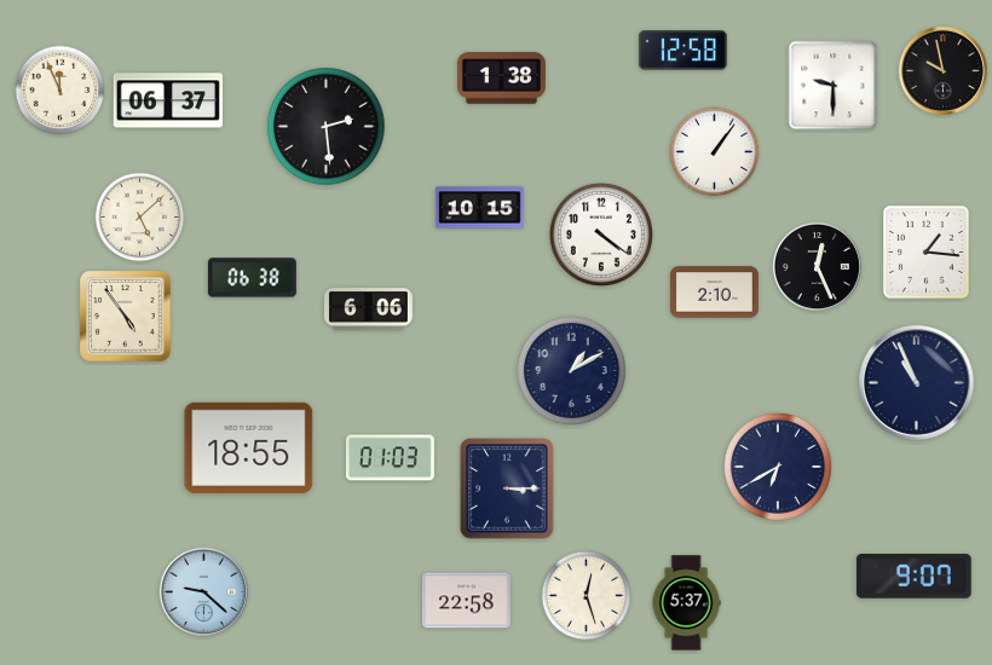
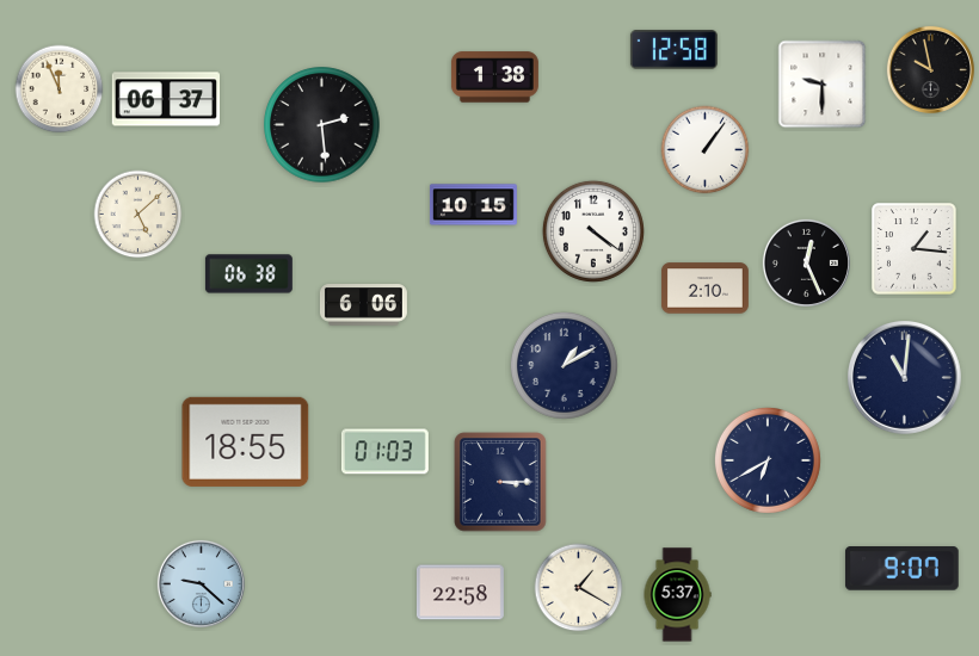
clock at (126, 317): 4:54 -> none
clock at (917, 383): 10:56 -> 11:01
clock at (587, 596): 12:27 -> 1:20
